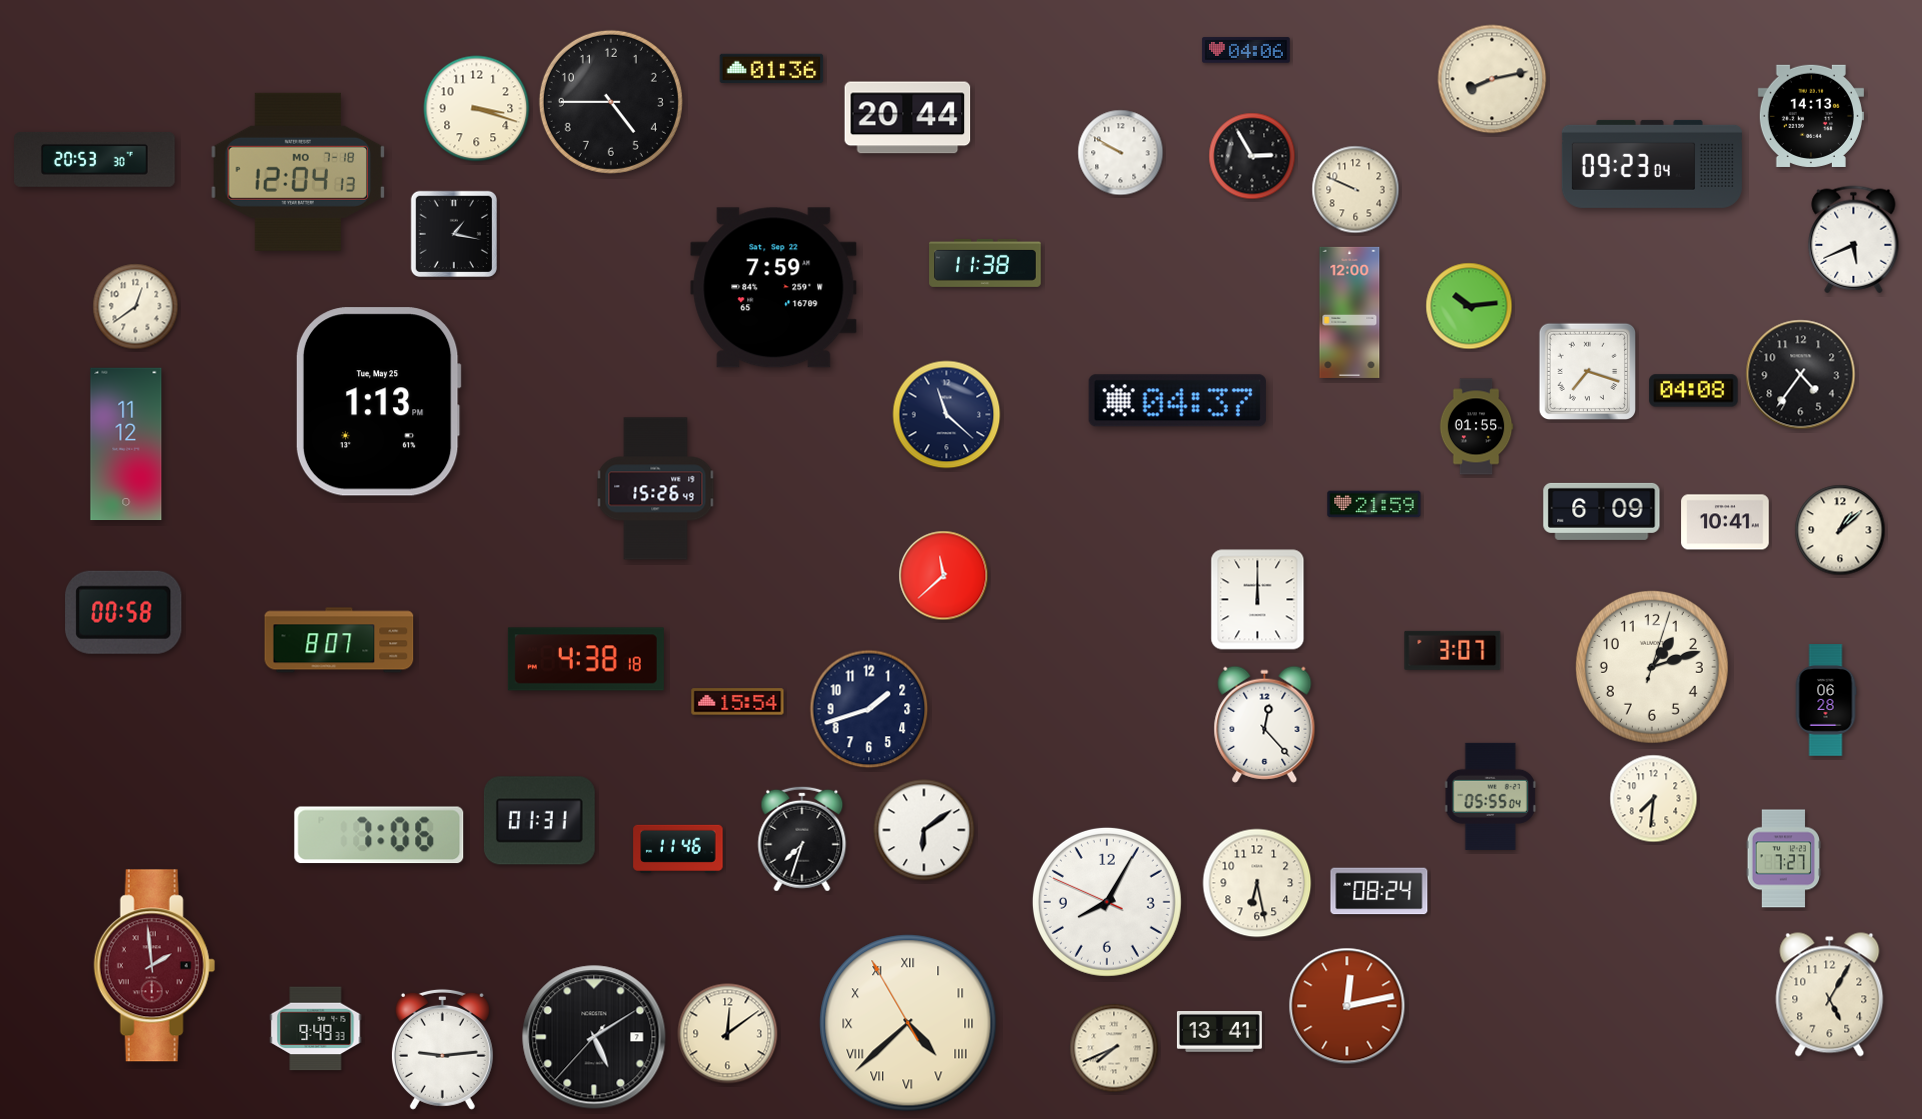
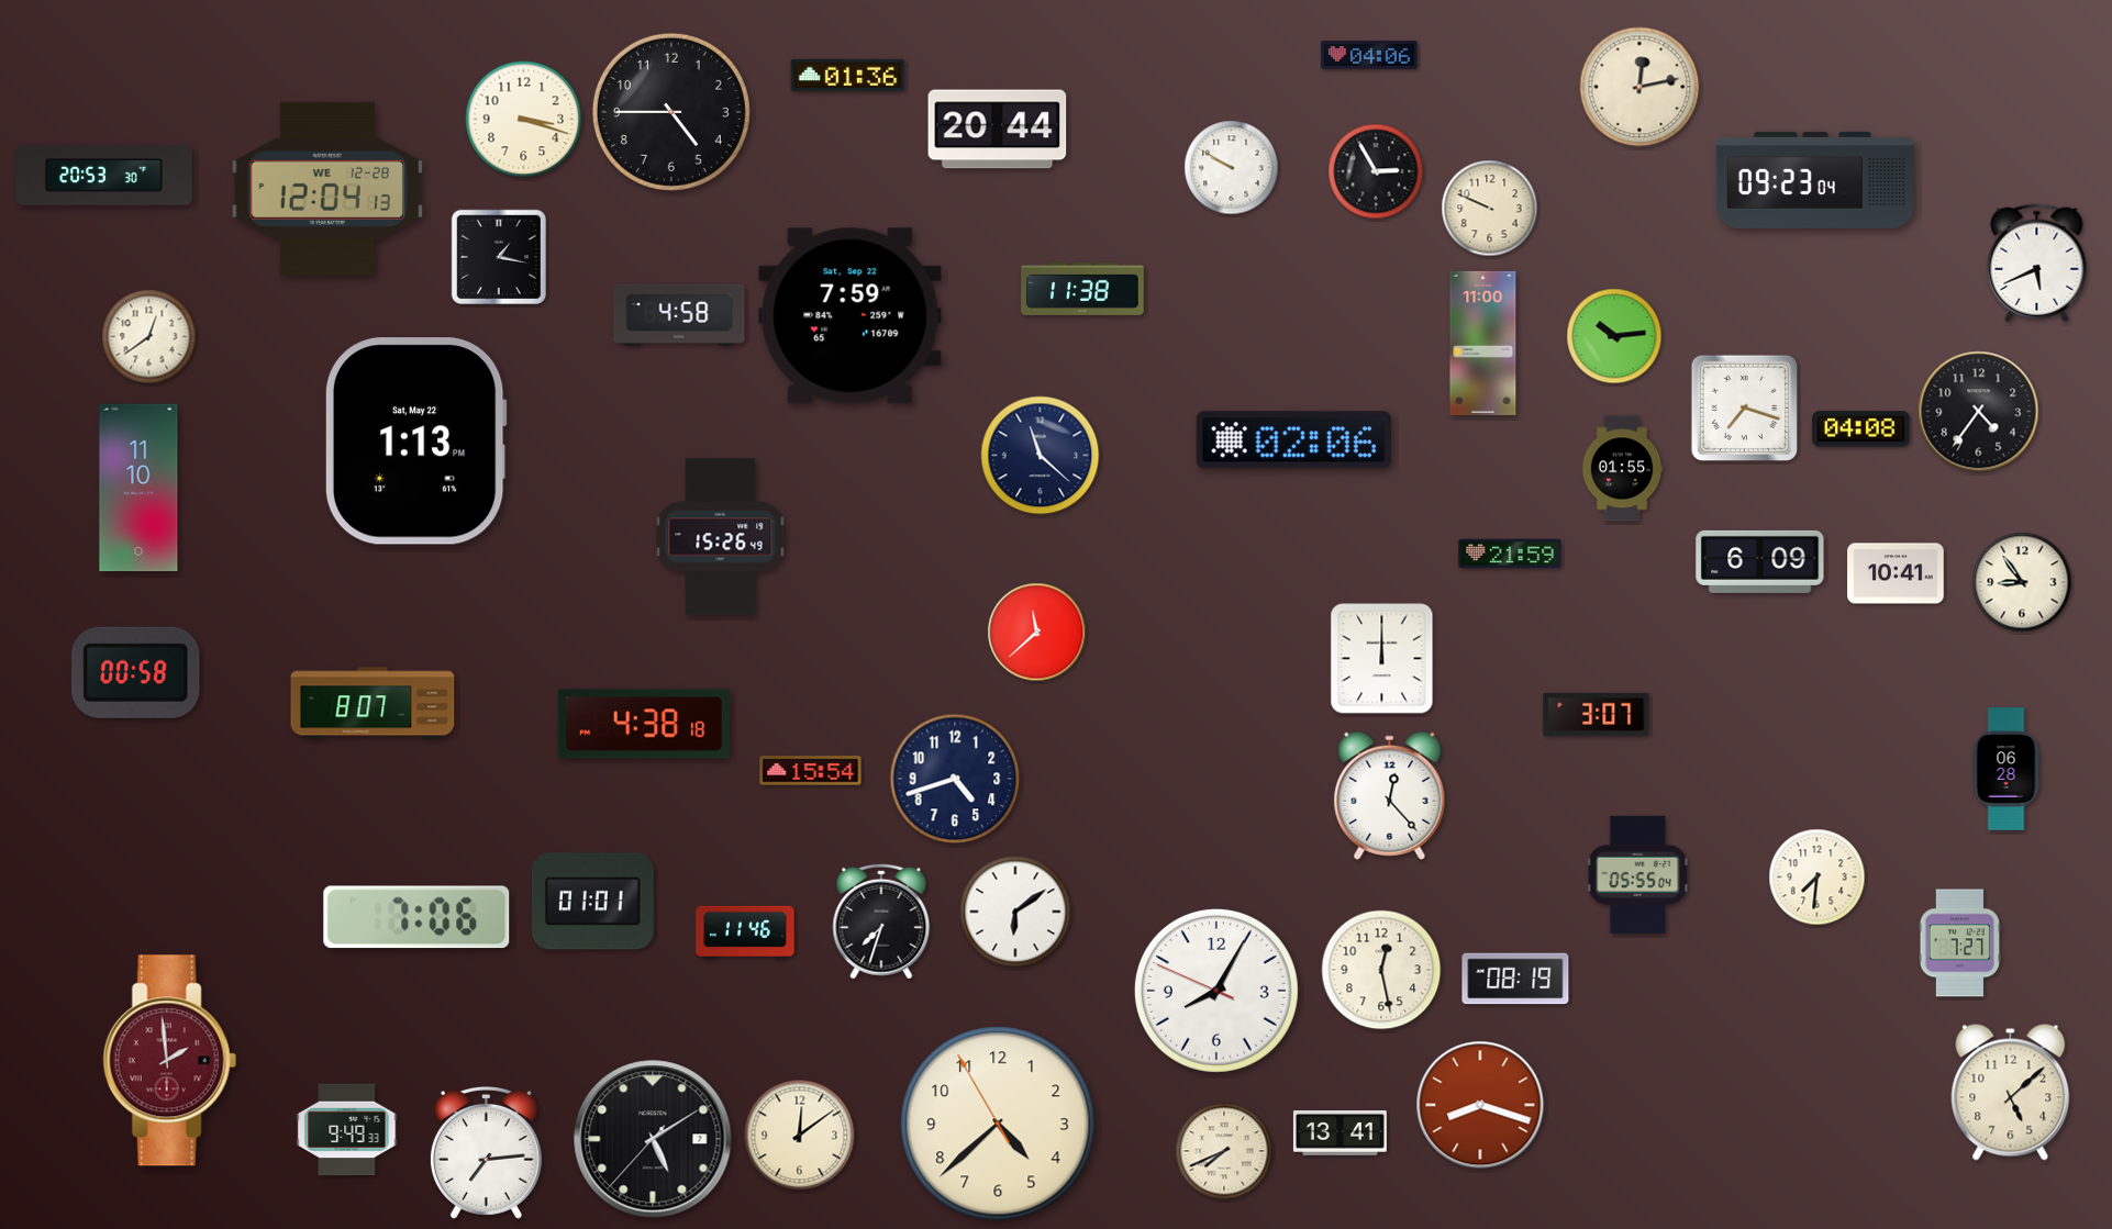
clock at (1492, 79): 8:13 -> 12:13
clock at (1811, 116): 14:13 -> none
clock at (298, 172) date: MO 7-18 -> WE 12-28
clock at (679, 314): none -> 4:58
clock at (1350, 312): 12:00 -> 11:00
clock at (1177, 401): 04:37 -> 02:06
clock at (378, 402) date: Tue, May 25 -> Sat, May 22
clock at (126, 444): 11:12 -> 11:10
clock at (1840, 530): 1:08 -> 8:54
clock at (1652, 667): 1:12 -> none
clock at (869, 709): 1:42 -> 4:42
clock at (539, 821): 01:31 -> 01:01
clock at (1257, 883): 6:28 -> 12:28
clock at (1379, 891): 08:24 -> 08:19
clock at (1830, 995): 5:05 -> 5:08
clock at (1347, 1006): 12:13 -> 8:18
clock at (908, 1023) numerals: Roman -> Arabic
clock at (442, 1049): 9:14 -> 7:14
